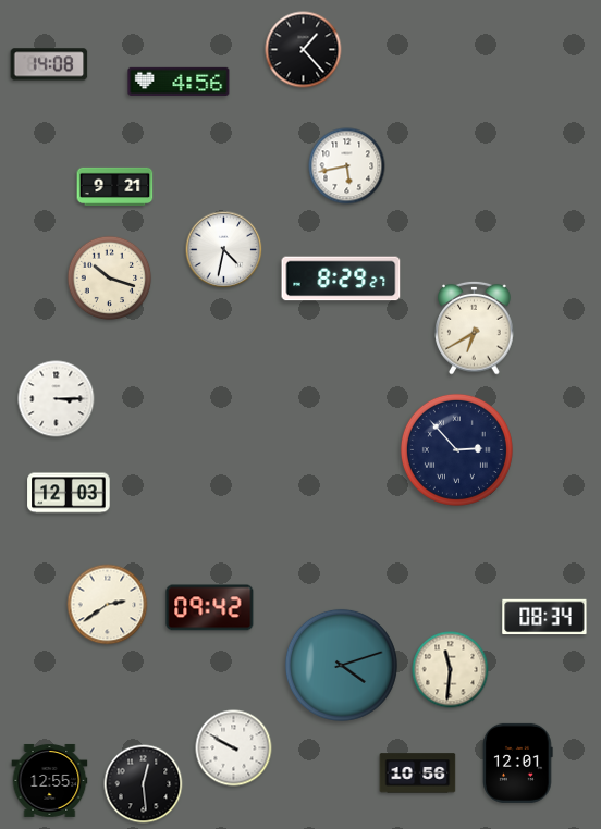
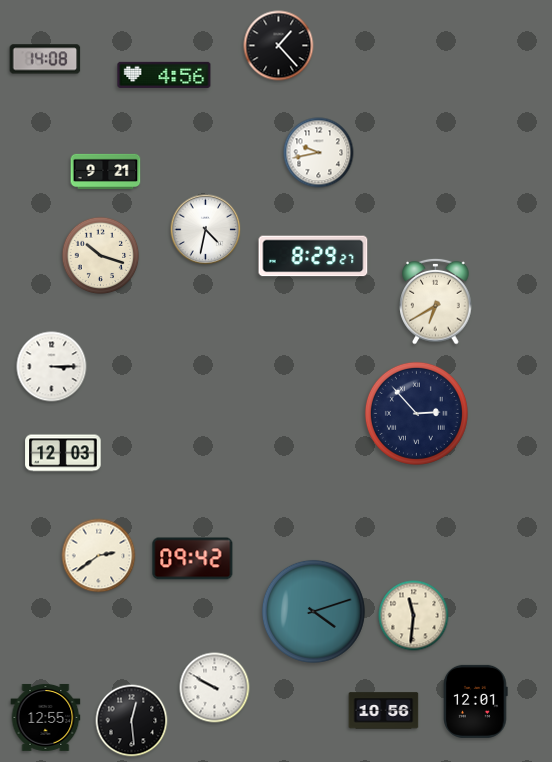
clock at (347, 166): 5:43 -> 9:43
clock at (456, 449) position: (456, 449) -> (416, 413)
clock at (544, 617): 08:34 -> none
